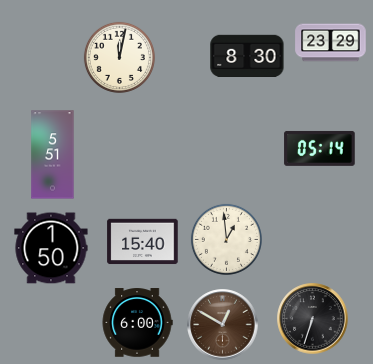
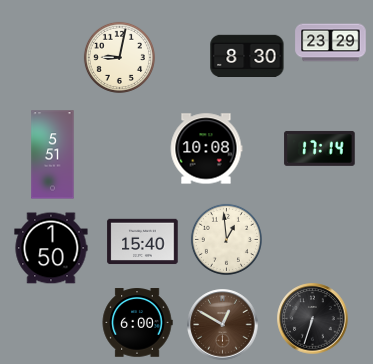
clock at (119, 57): 12:02 -> 9:02
clock at (320, 148): 05:14 -> 17:14
clock at (206, 149): none -> 10:08
